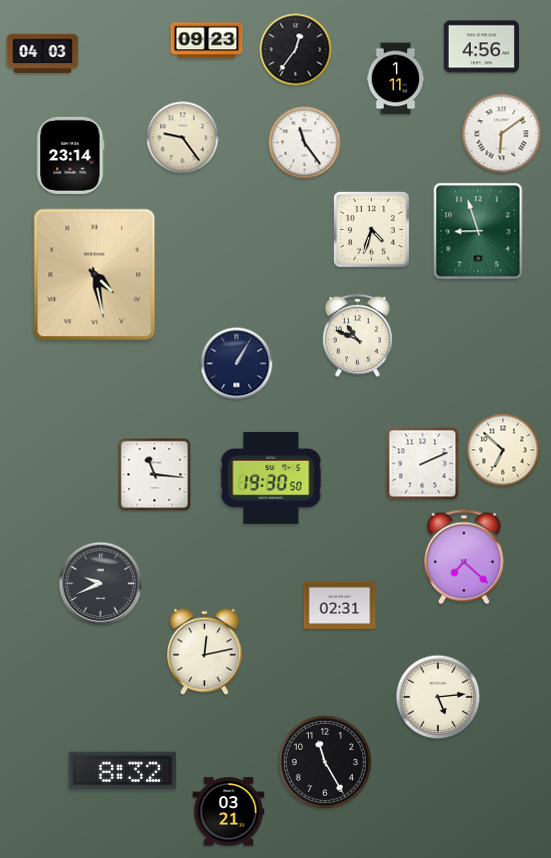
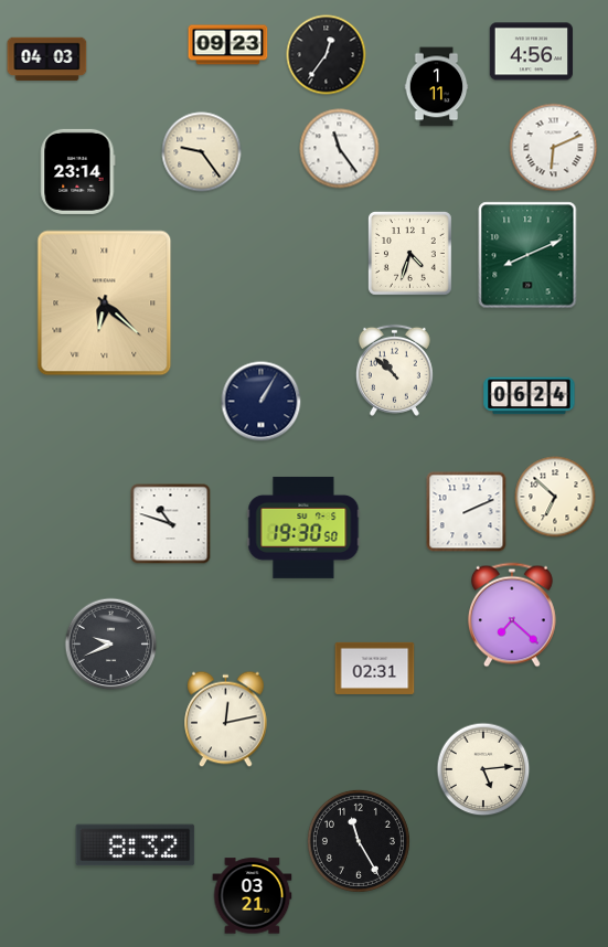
clock at (502, 134): 6:09 -> 6:11
clock at (305, 143) position: (305, 143) -> (340, 149)
clock at (478, 231): 8:57 -> 8:11
clock at (95, 275): 4:28 -> 6:22
clock at (357, 335): 10:49 -> 10:52
clock at (530, 396): none -> 06:24
clock at (155, 475): 11:16 -> 10:48
clock at (271, 478) position: (271, 478) -> (303, 528)
clock at (123, 771) position: (123, 771) -> (136, 845)
